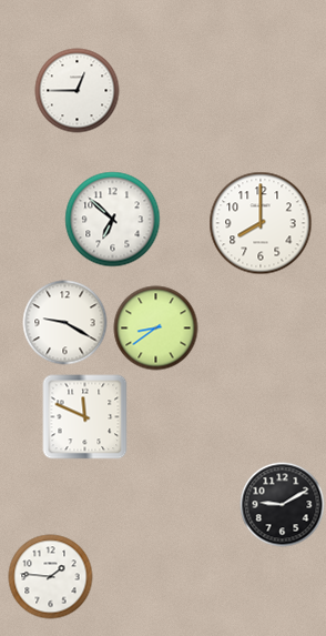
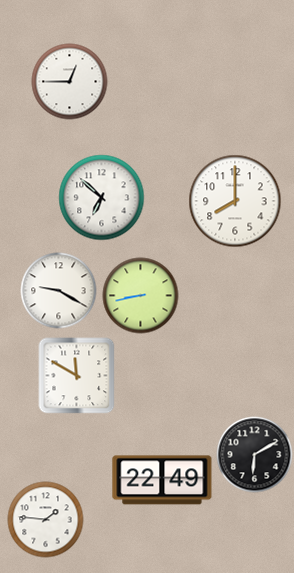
clock at (156, 329): 8:39 -> 8:43
clock at (85, 417): 11:49 -> 11:50
clock at (283, 505): 9:10 -> 6:10
clock at (162, 480): none -> 22:49
